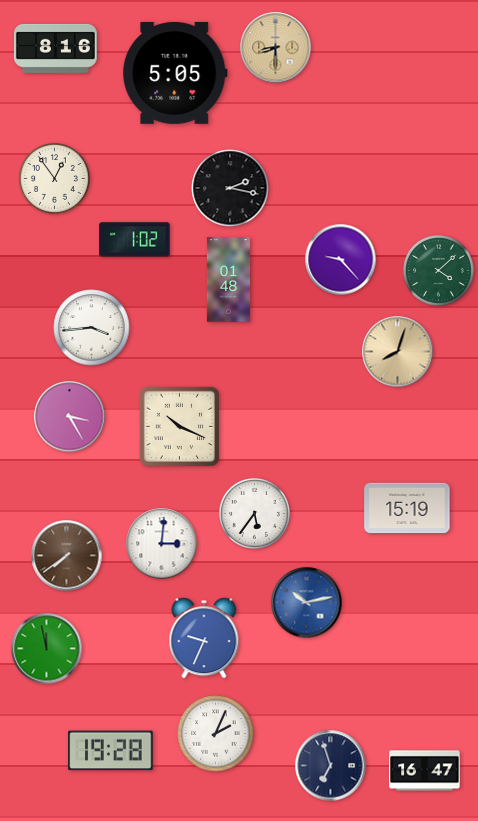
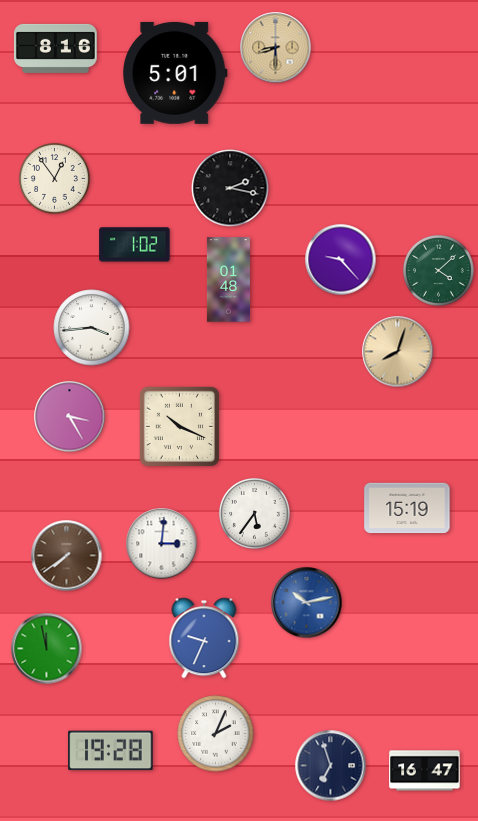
clock at (175, 73): 5:05 -> 5:01
clock at (135, 240) position: (135, 240) -> (135, 245)
